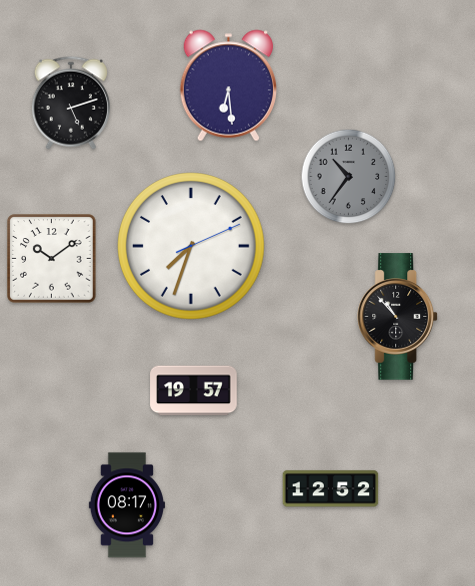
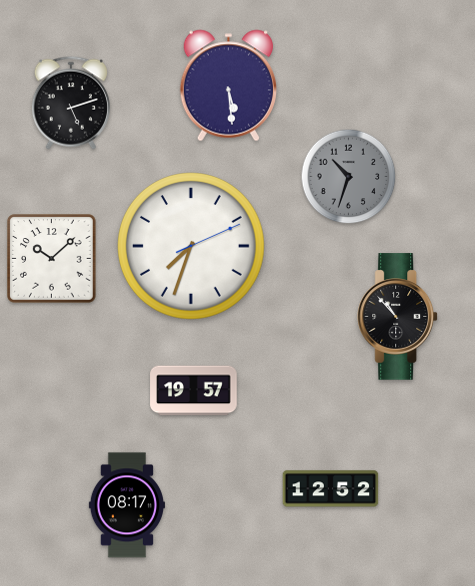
clock at (228, 86): 6:29 -> 5:29
clock at (349, 177): 10:36 -> 10:33
clock at (52, 259): 10:09 -> 10:08
